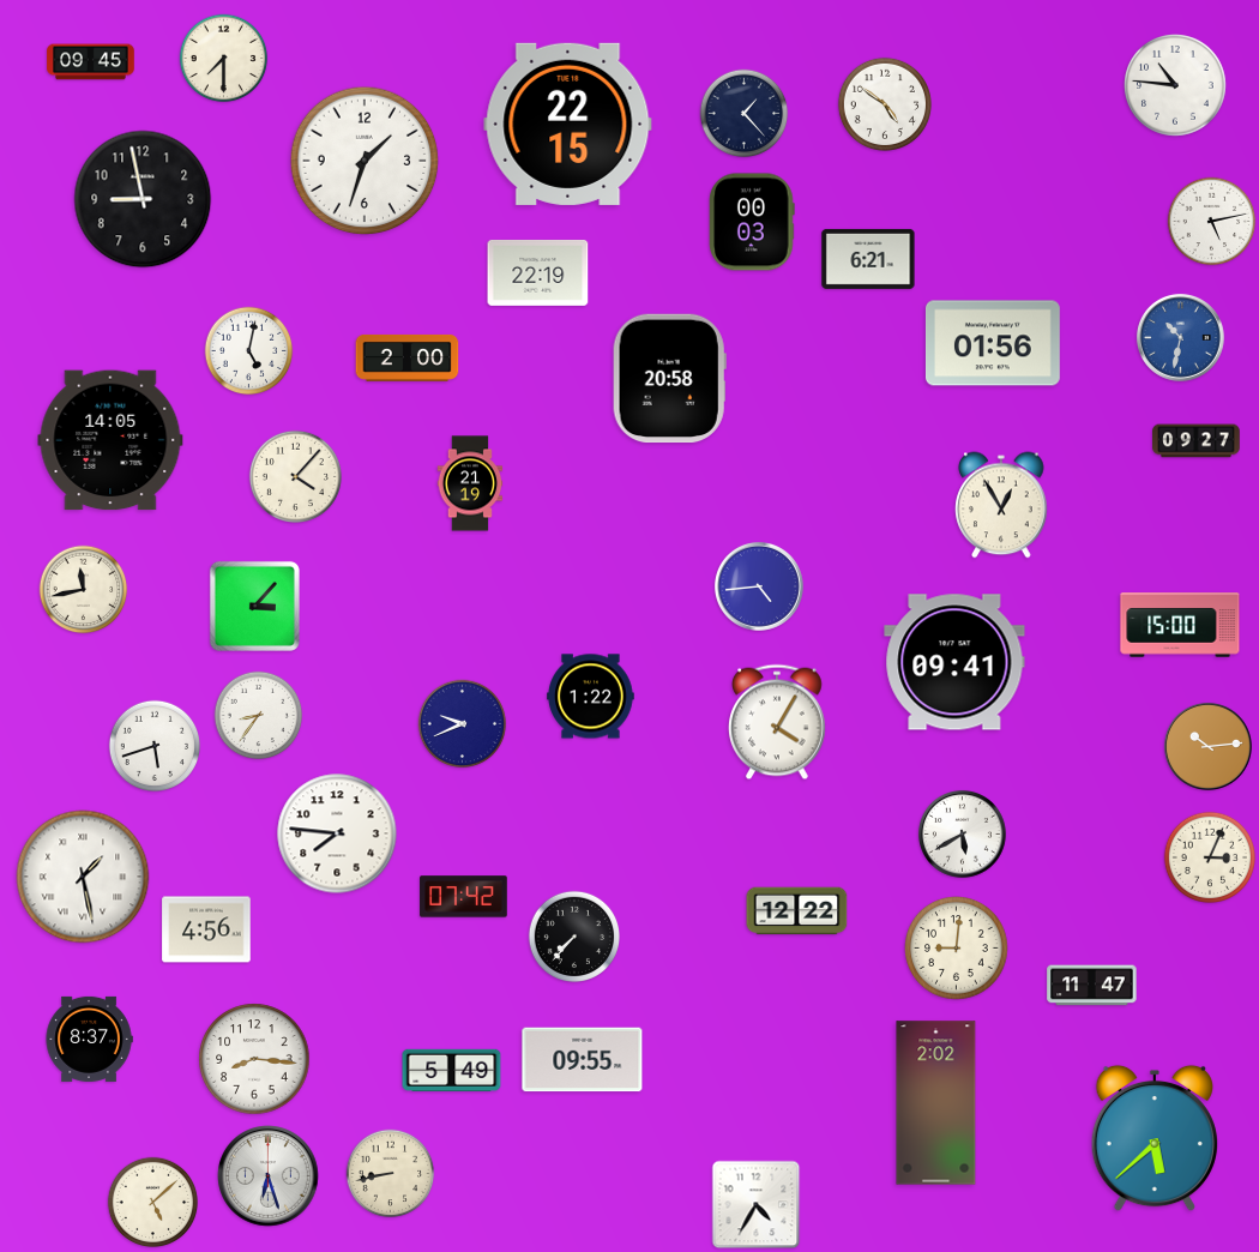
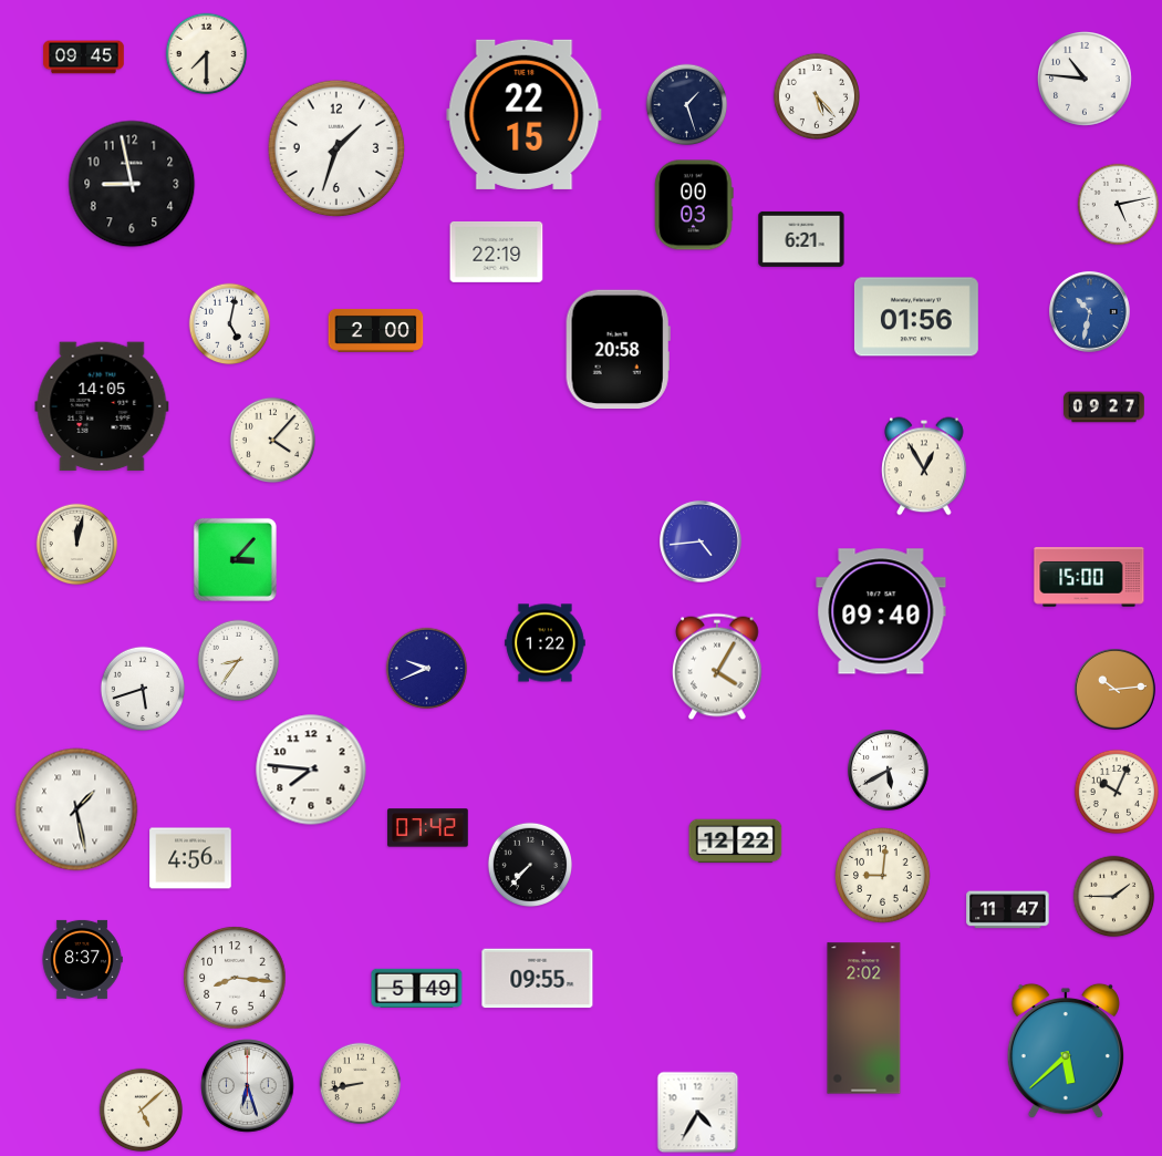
clock at (885, 104): 4:51 -> 5:23
clock at (745, 114): 1:23 -> 1:27
clock at (470, 483): 21:19 -> none
clock at (84, 590): 11:43 -> 12:02
clock at (954, 662): 09:41 -> 09:40
clock at (1209, 856): 3:04 -> 10:04
clock at (1114, 897): none -> 1:45
